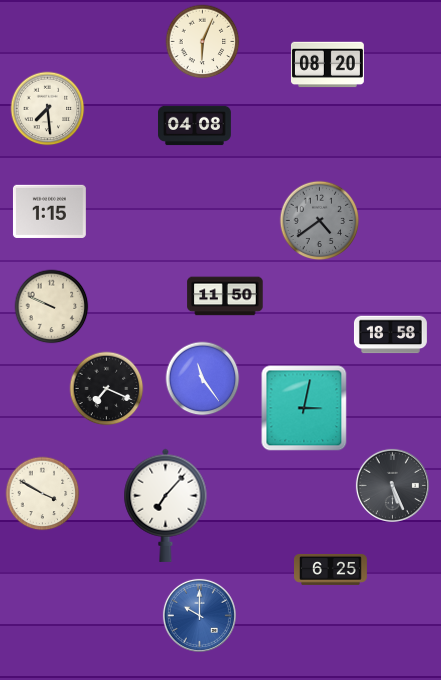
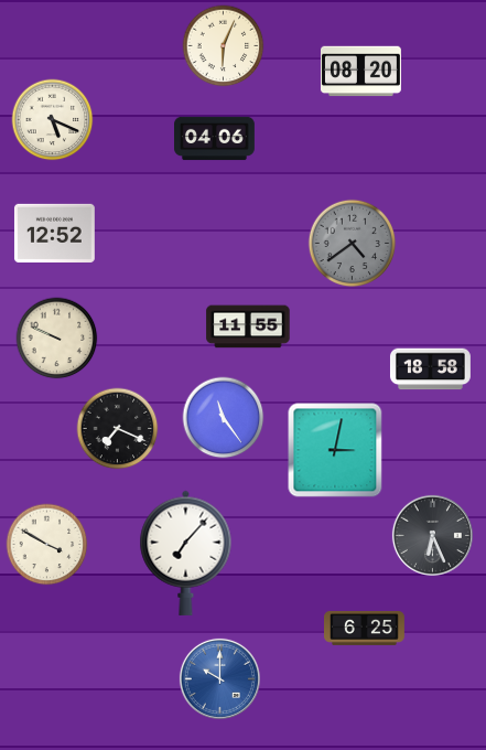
clock at (48, 109): 7:29 -> 5:19
clock at (195, 126): 04:08 -> 04:06
clock at (49, 211): 1:15 -> 12:52
clock at (225, 296): 11:50 -> 11:55
clock at (392, 485): 5:26 -> 6:26
clock at (166, 505) position: (166, 505) -> (186, 553)
